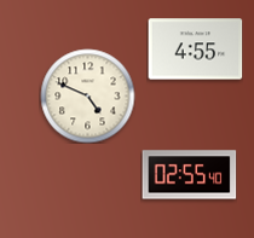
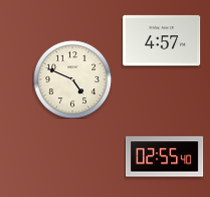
clock at (195, 50): 4:55 -> 4:57
clock at (189, 175) position: (189, 175) -> (164, 157)
